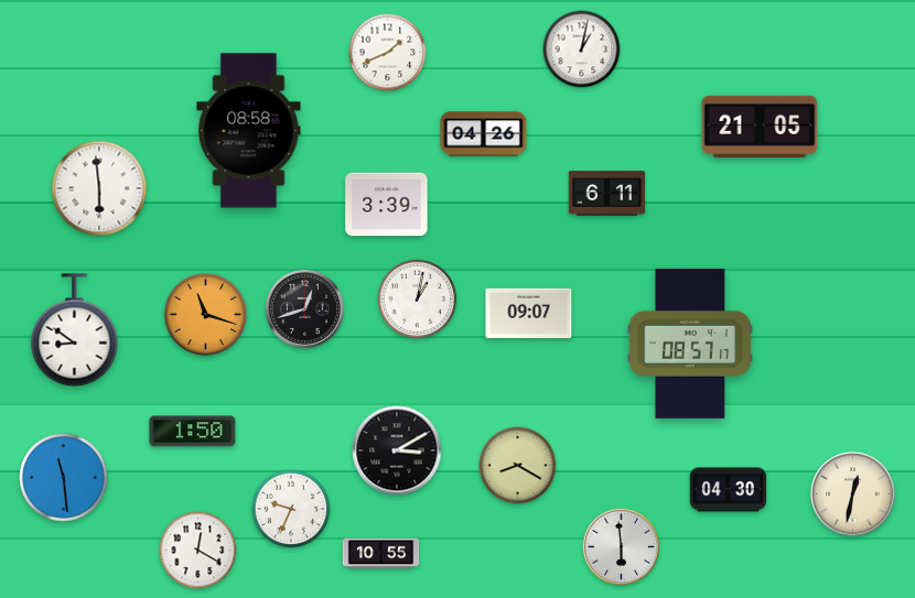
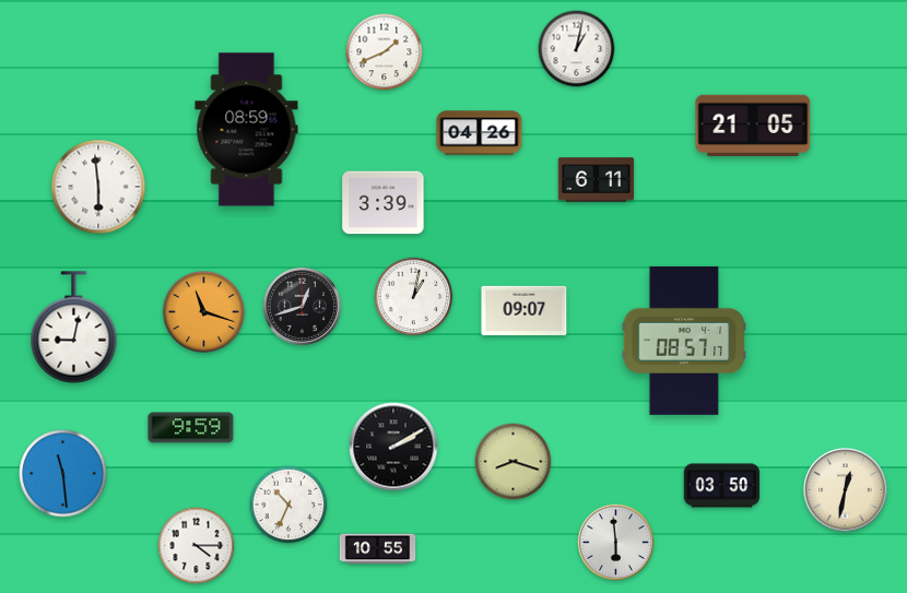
clock at (249, 131): 08:58 -> 08:59
clock at (607, 194) position: (607, 194) -> (597, 180)
clock at (75, 330): 8:51 -> 9:02
clock at (193, 432): 1:50 -> 9:59
clock at (397, 450): 3:10 -> 2:10
clock at (518, 466): 8:20 -> 8:18
clock at (729, 490): 04:30 -> 03:50
clock at (291, 509): 9:34 -> 10:34
clock at (198, 551): 12:20 -> 4:15
